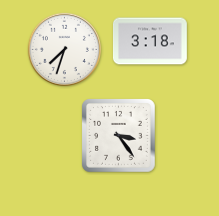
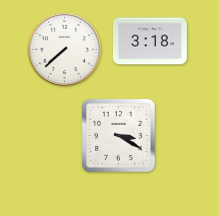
clock at (64, 49): 7:33 -> 7:38
clock at (119, 136): 3:24 -> 3:20
